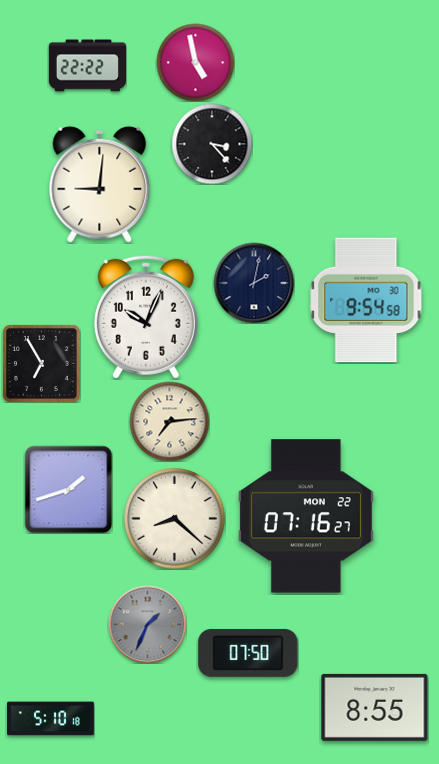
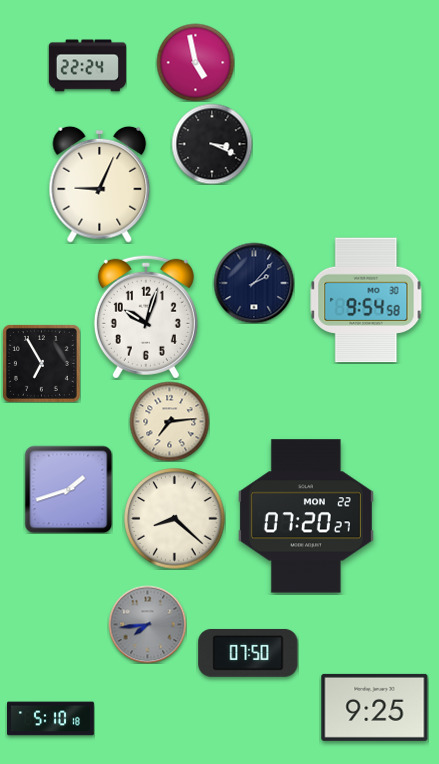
clock at (87, 66): 22:22 -> 22:24
clock at (212, 144): 3:23 -> 3:19
clock at (100, 184): 9:01 -> 9:04
clock at (254, 283): 2:02 -> 2:07
clock at (146, 317): 10:04 -> 10:03
clock at (306, 516): 07:16 -> 07:20
clock at (147, 624): 1:34 -> 7:44
clock at (375, 707): 8:55 -> 9:25
